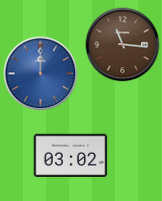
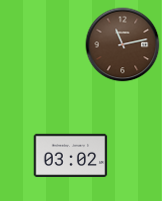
clock at (123, 45): 11:16 -> 11:13
clock at (41, 74): 12:00 -> none
